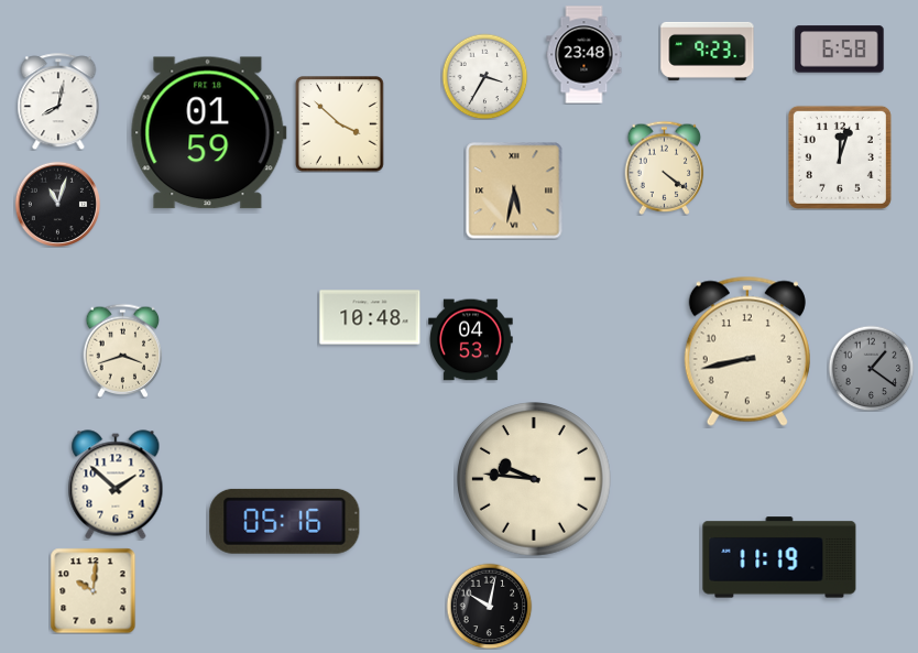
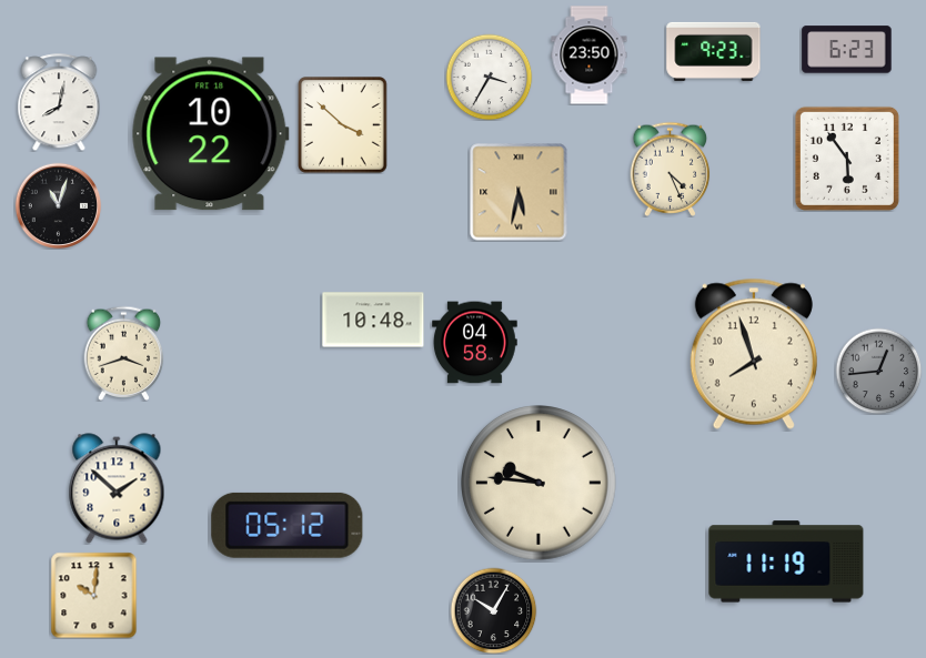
clock at (840, 50): 6:58 -> 6:23
clock at (584, 55): 23:48 -> 23:50
clock at (208, 133): 01:59 -> 10:22
clock at (840, 157): 12:03 -> 5:54
clock at (665, 167): 4:21 -> 4:26
clock at (471, 340): 04:53 -> 04:58
clock at (747, 351): 8:43 -> 7:57
clock at (871, 368): 1:21 -> 12:44
clock at (285, 521): 05:16 -> 05:12
clock at (489, 606): 10:02 -> 10:05
